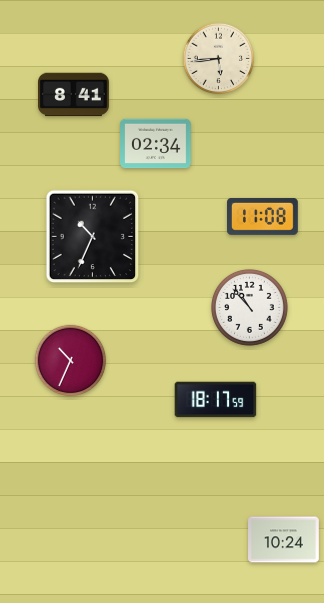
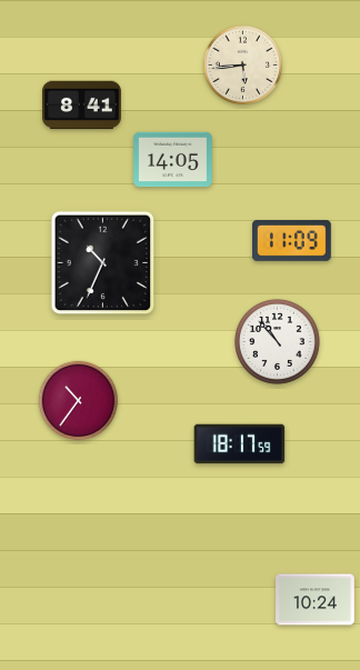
clock at (156, 144): 02:34 -> 14:05
clock at (263, 216): 11:08 -> 11:09
clock at (71, 361): 10:34 -> 10:36
